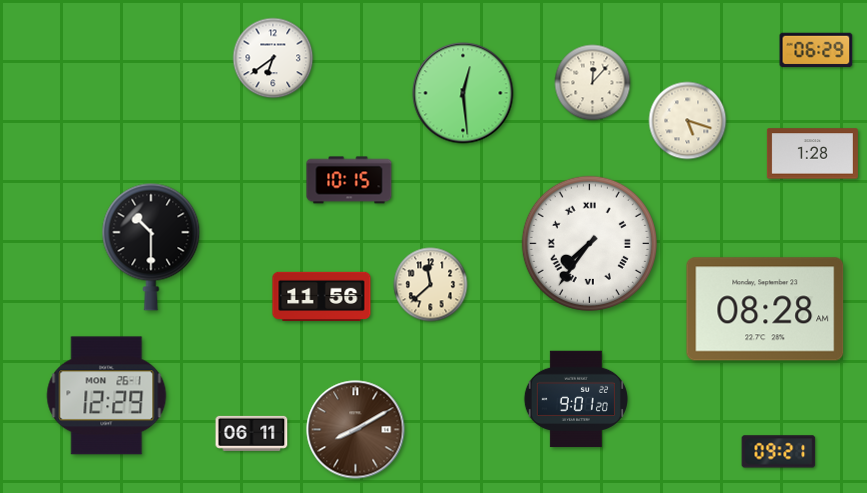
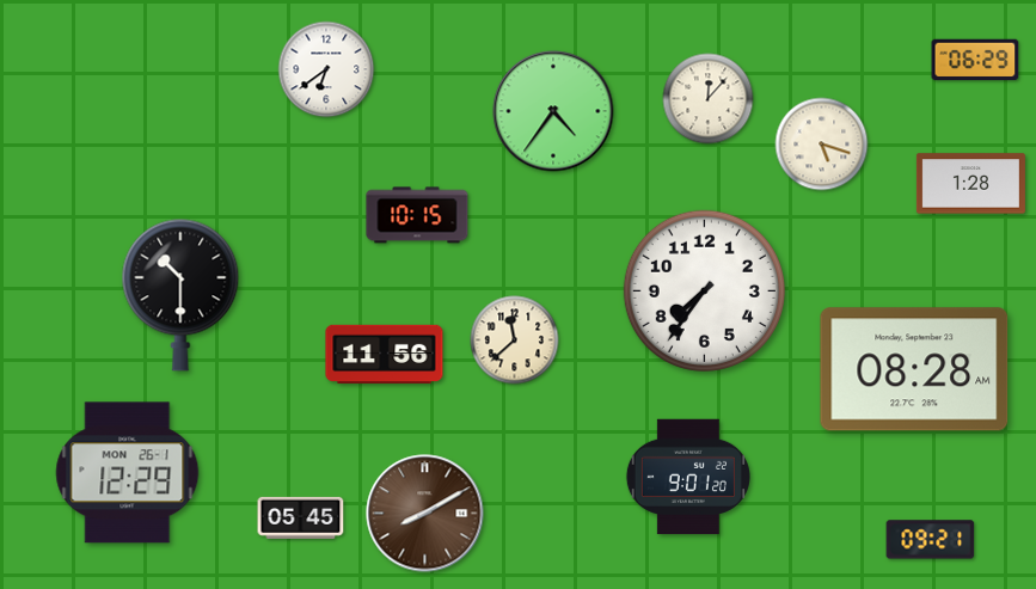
clock at (463, 93): 12:29 -> 4:36
clock at (589, 243) numerals: Roman -> Arabic
clock at (252, 433): 06:11 -> 05:45
